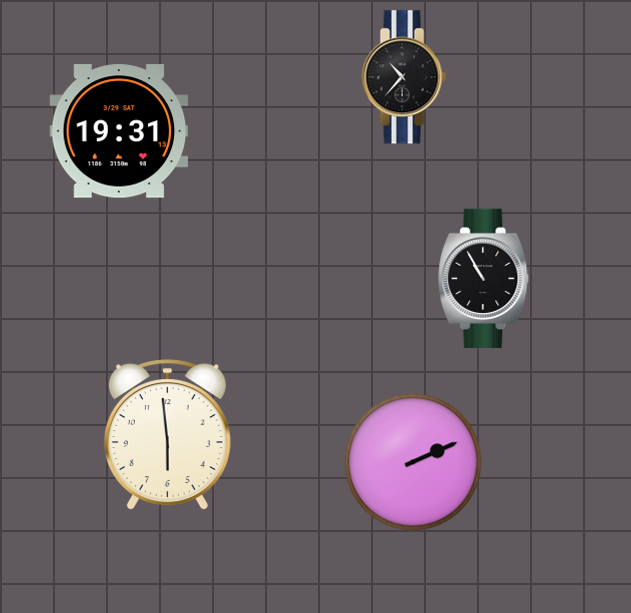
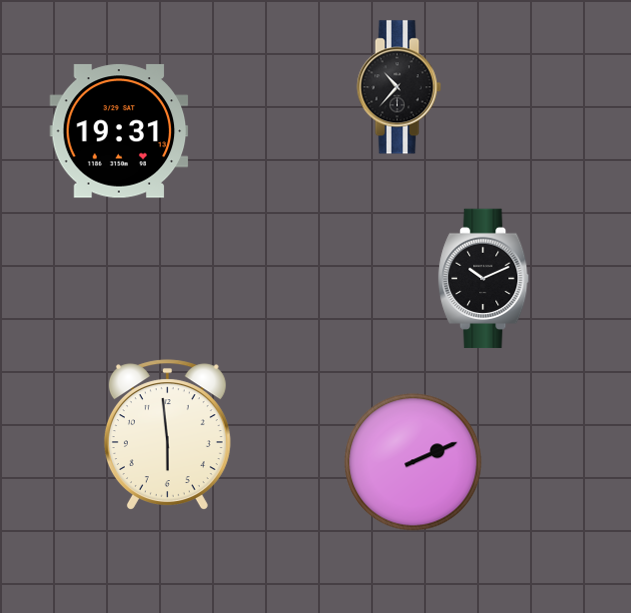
clock at (404, 77) position: (404, 77) -> (399, 87)
clock at (484, 279): 10:55 -> 10:11
